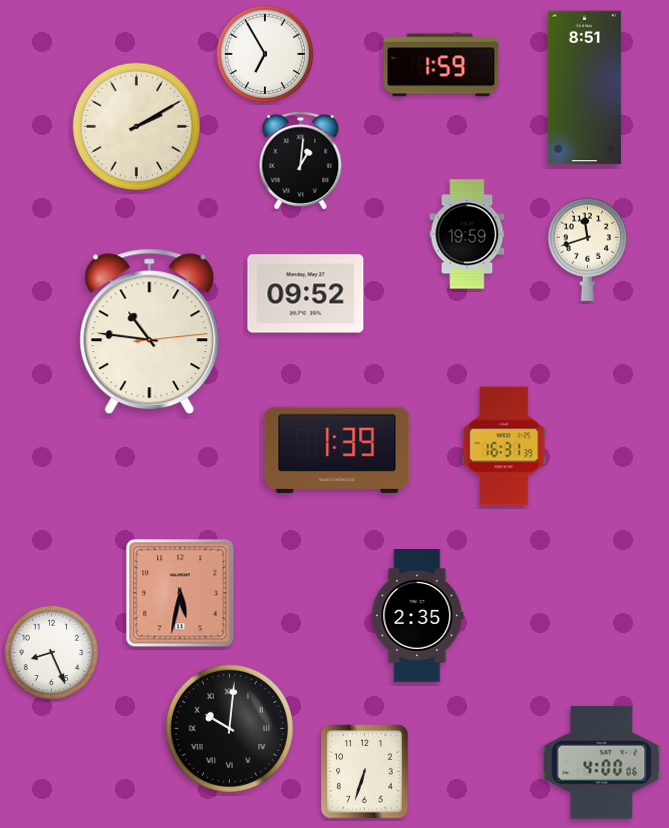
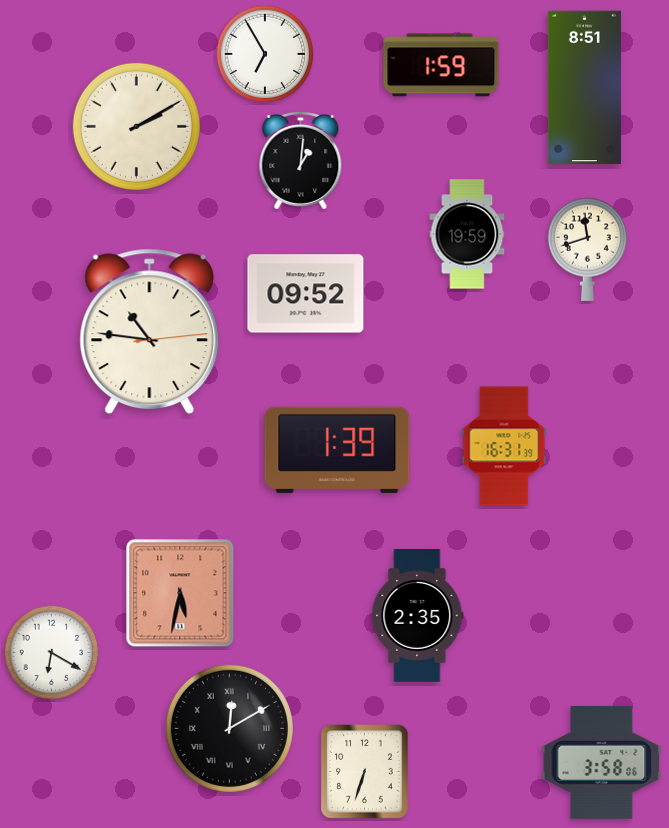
clock at (52, 653): 8:26 -> 6:20
clock at (229, 728): 10:01 -> 12:10
clock at (602, 762): 4:00 -> 3:58
